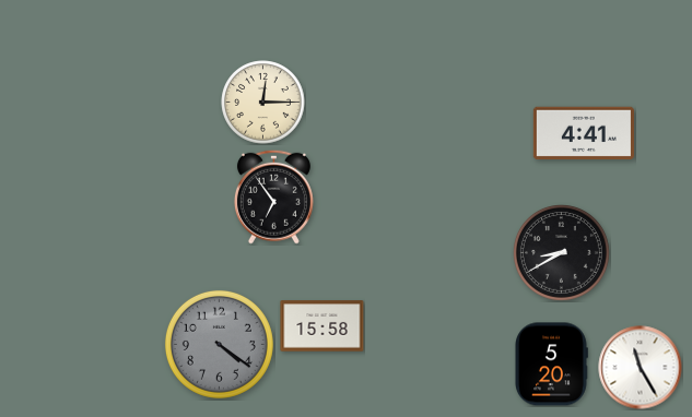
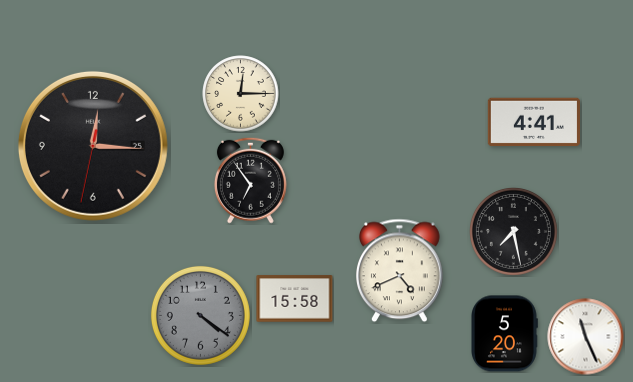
clock at (93, 146): none -> 12:15
clock at (562, 253): 8:40 -> 7:28
clock at (400, 271): none -> 4:41
clock at (641, 368): 11:25 -> 11:26
